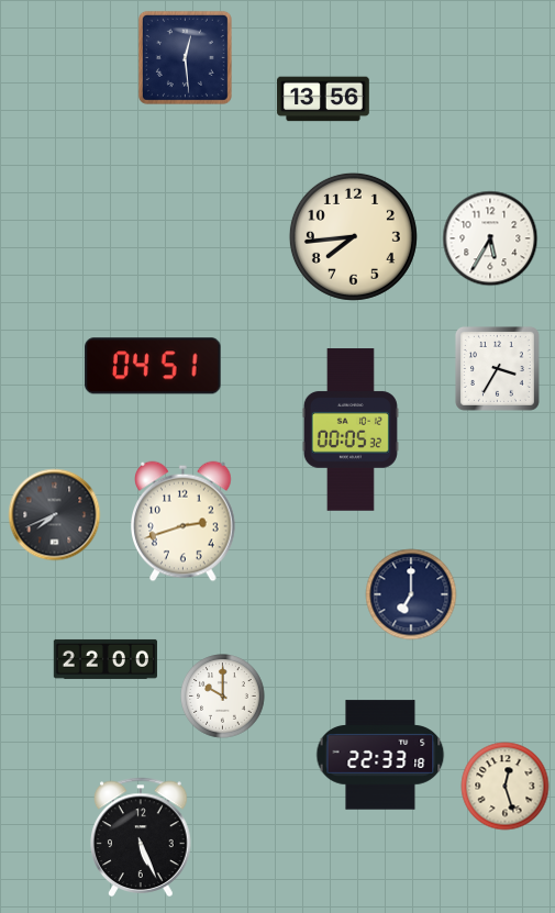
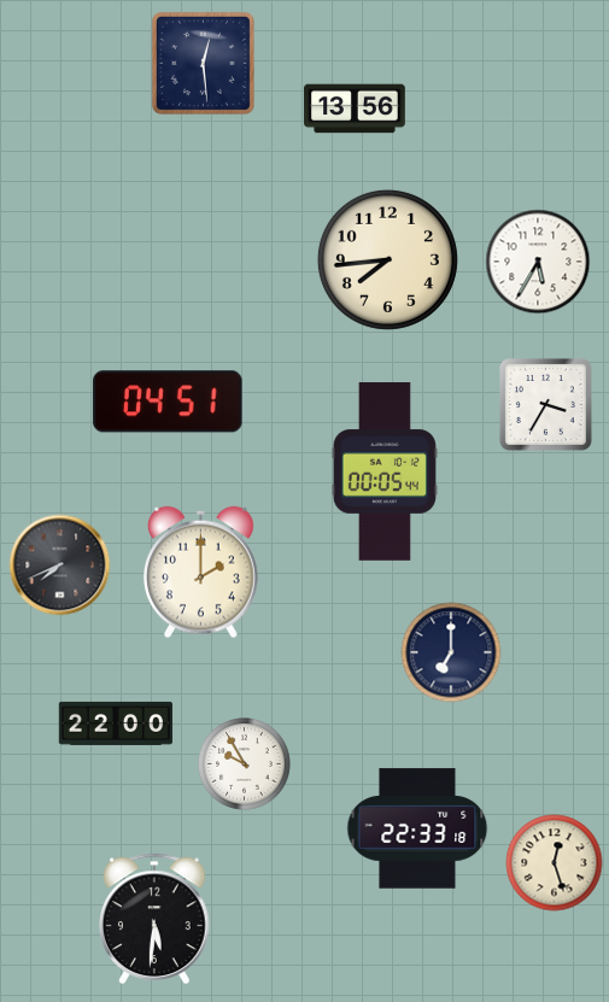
clock at (351, 430): 00:05:32 -> 00:05:44
clock at (184, 522): 2:42 -> 2:00
clock at (223, 697): 10:00 -> 9:55
clock at (141, 837): 5:26 -> 5:31
